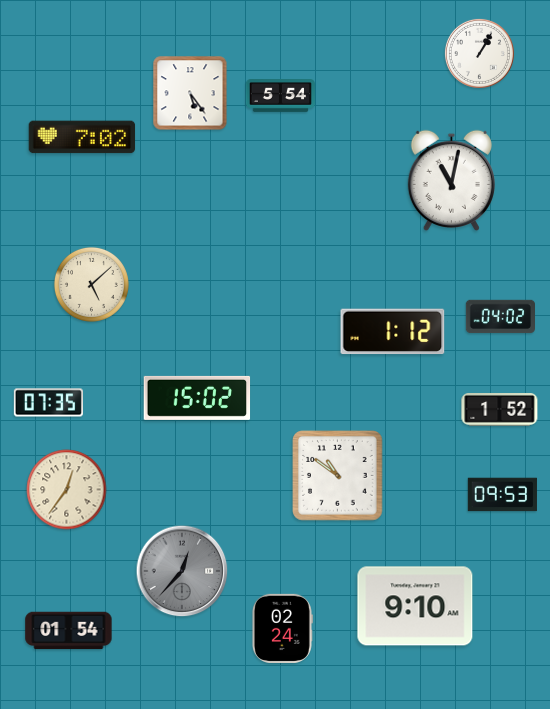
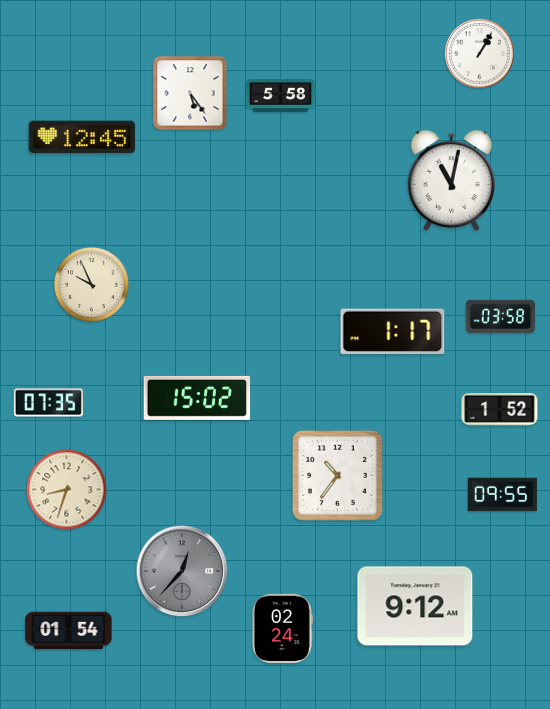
clock at (280, 96): 5:54 -> 5:58
clock at (82, 137): 7:02 -> 12:45
clock at (91, 284): 5:08 -> 9:56
clock at (500, 317): 04:02 -> 03:58
clock at (393, 332): 1:12 -> 1:17
clock at (338, 476): 10:51 -> 10:36
clock at (67, 490): 12:36 -> 8:33
clock at (502, 495): 09:53 -> 09:55
clock at (415, 606): 9:10 -> 9:12
